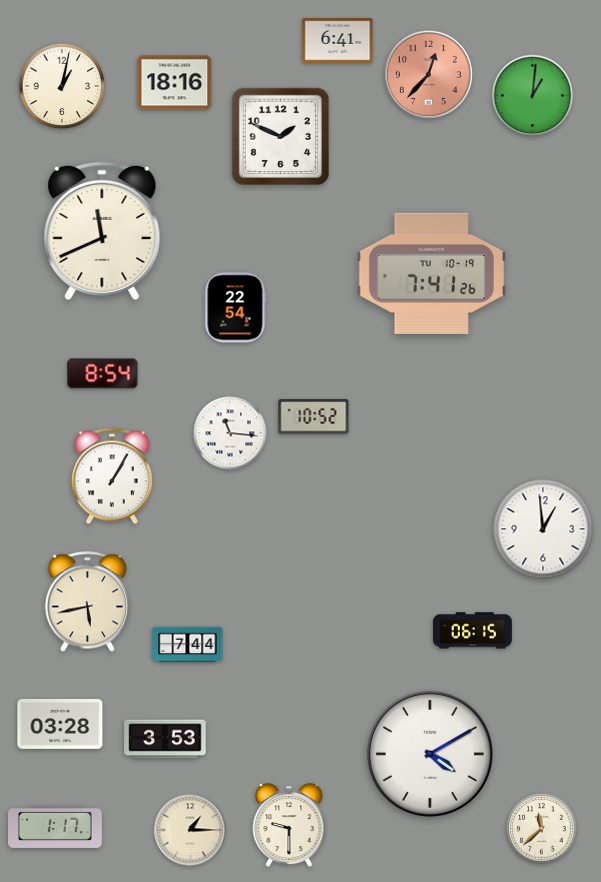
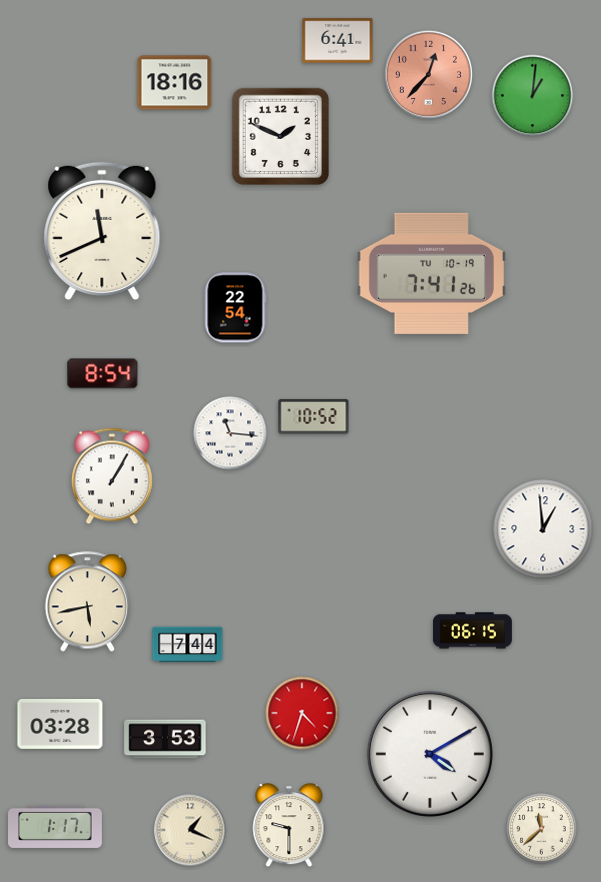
clock at (62, 86): 1:02 -> none
clock at (302, 713): none -> 4:33
clock at (190, 830): 1:15 -> 1:19
